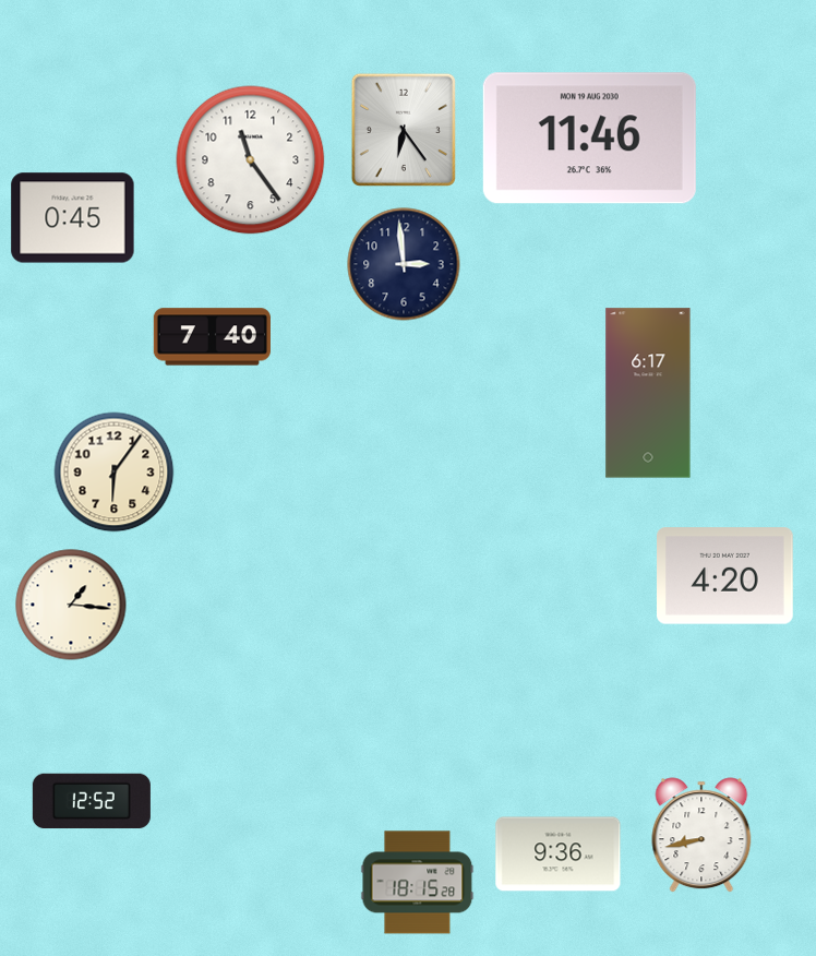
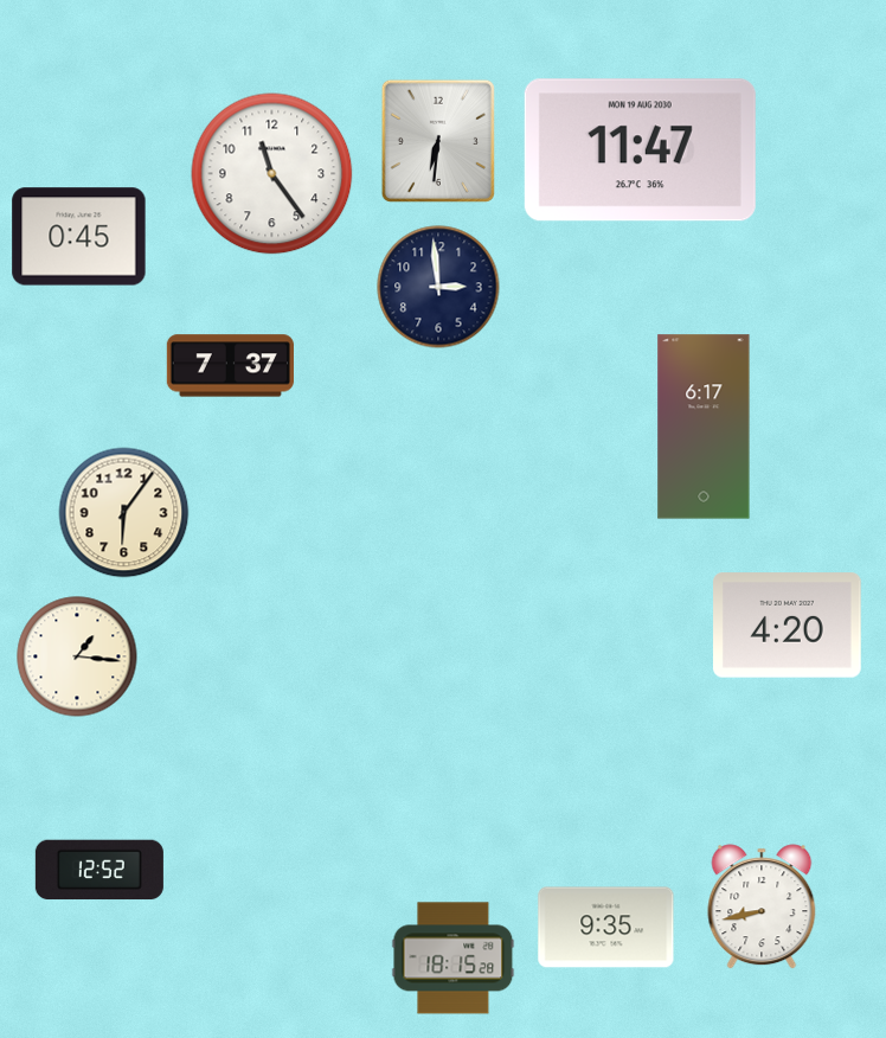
clock at (404, 130): 6:24 -> 6:31
clock at (589, 139): 11:46 -> 11:47
clock at (212, 337): 7:40 -> 7:37
clock at (559, 855): 9:36 -> 9:35
